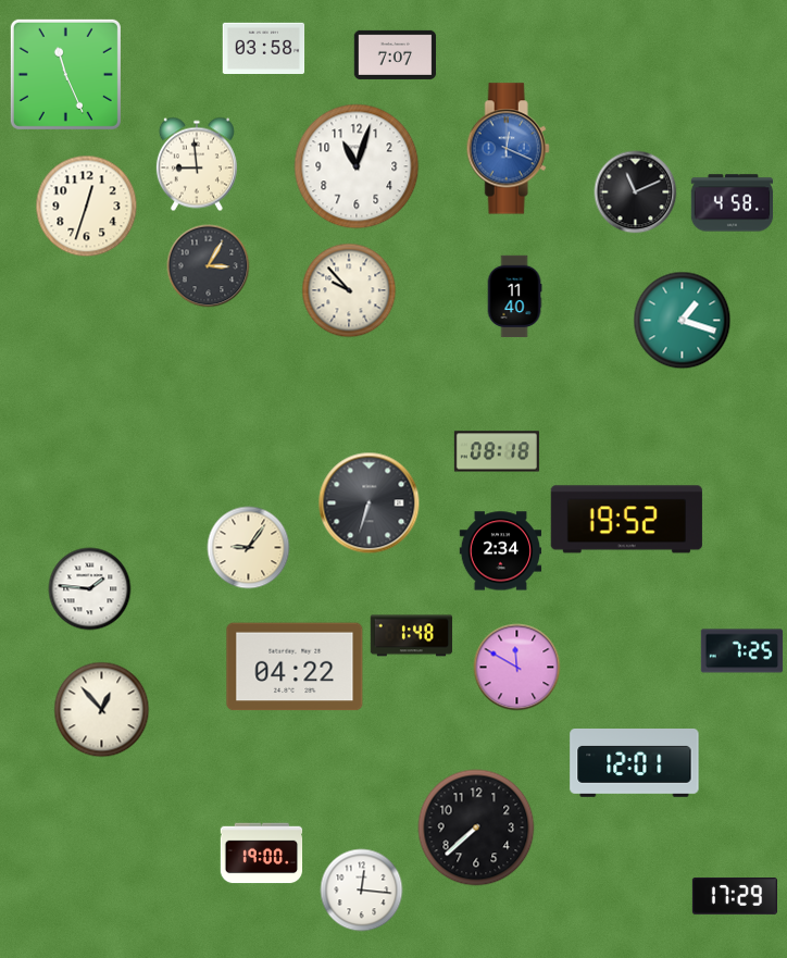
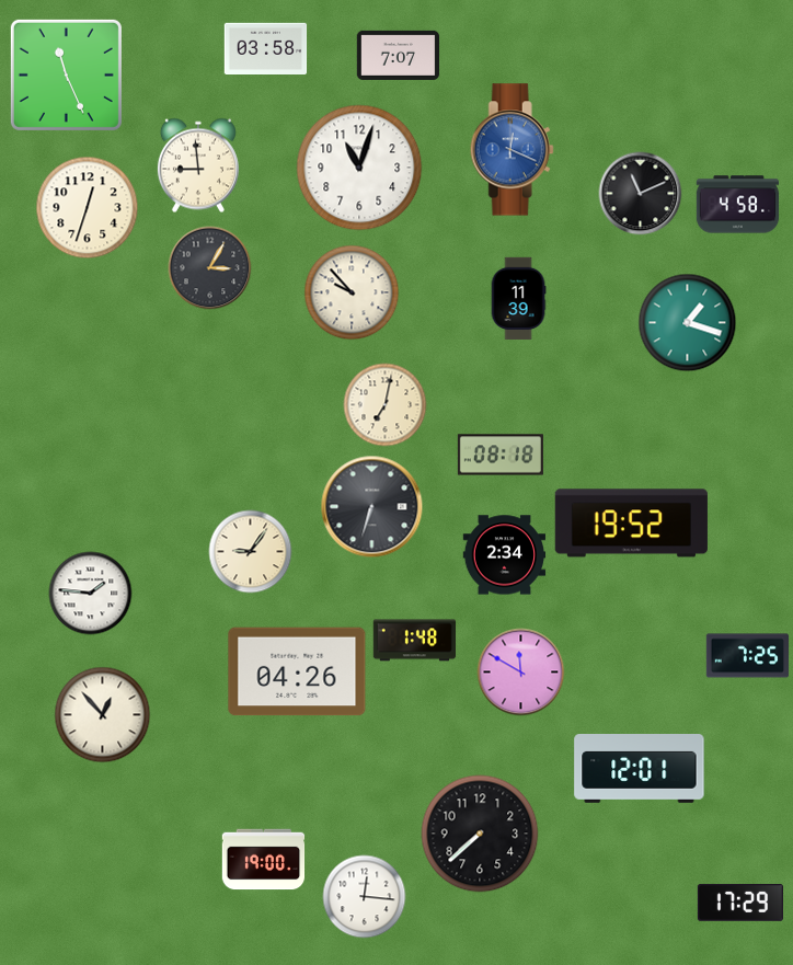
clock at (514, 297): 11:40 -> 11:39
clock at (386, 405): none -> 7:02
clock at (295, 667): 04:22 -> 04:26
